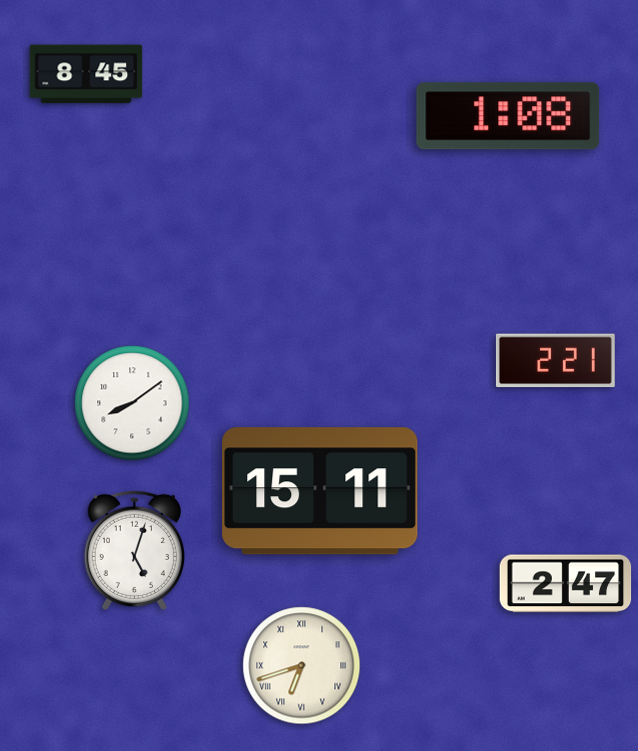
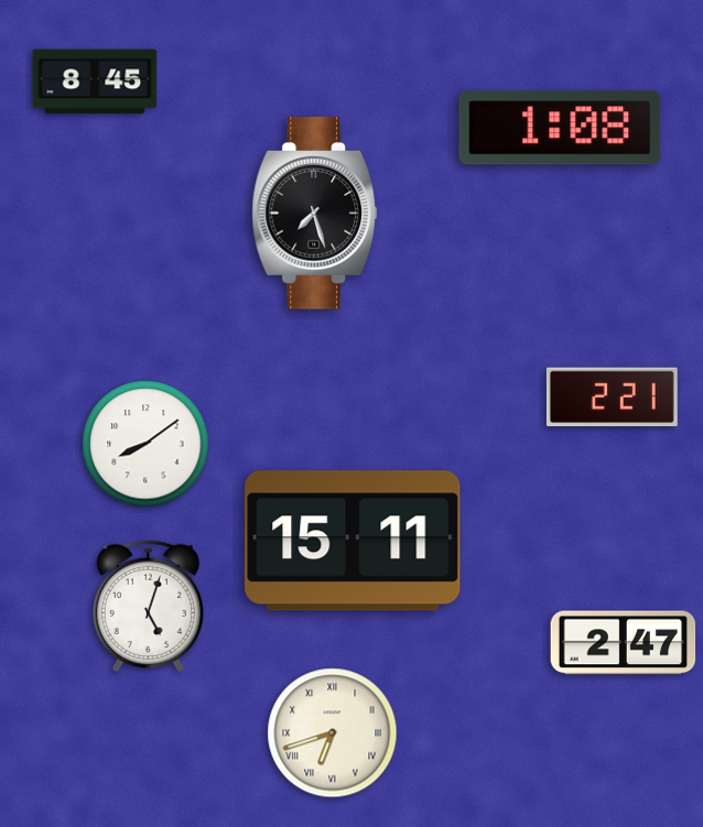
clock at (314, 214): none -> 7:27
